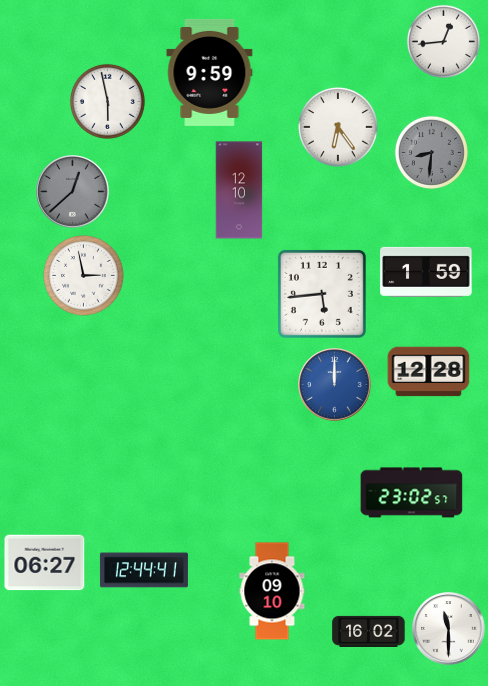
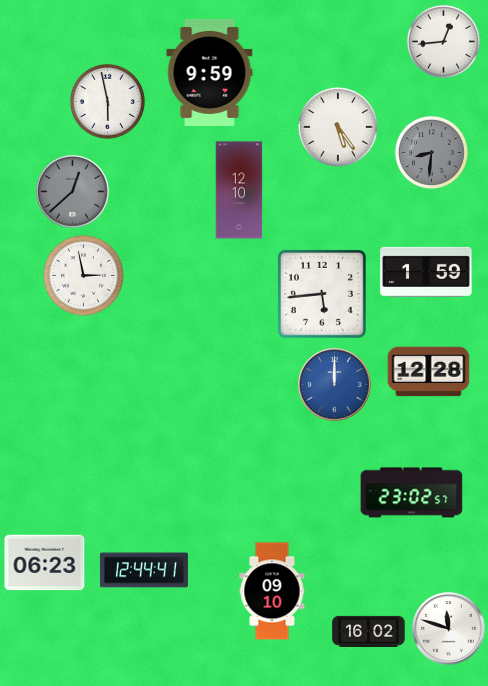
clock at (339, 128): 6:24 -> 5:24
clock at (45, 563): 06:27 -> 06:23
clock at (449, 629): 11:30 -> 11:48
